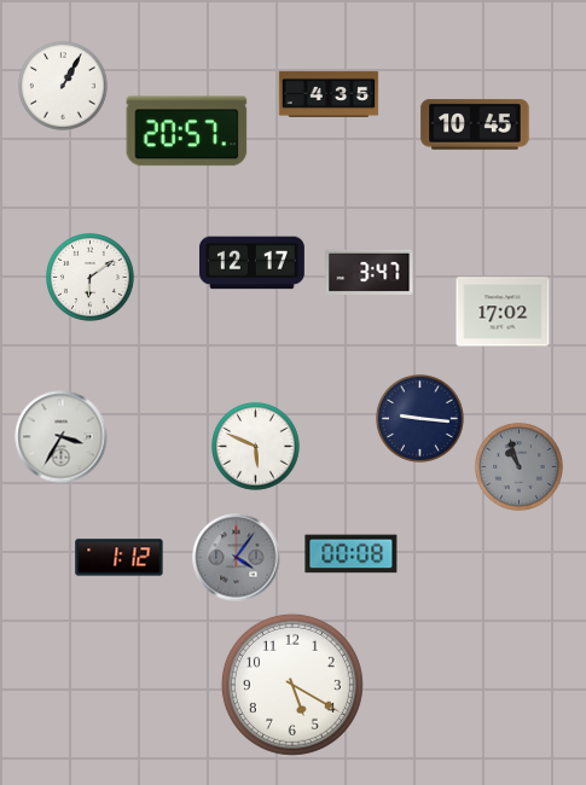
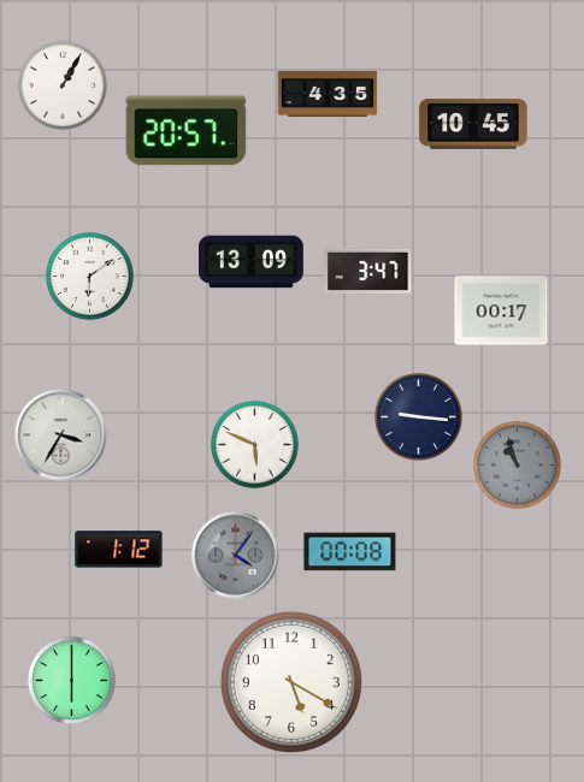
clock at (253, 263): 12:17 -> 13:09
clock at (503, 312): 17:02 -> 00:17
clock at (120, 558) position: (120, 558) -> (119, 550)
clock at (72, 681): none -> 6:00
